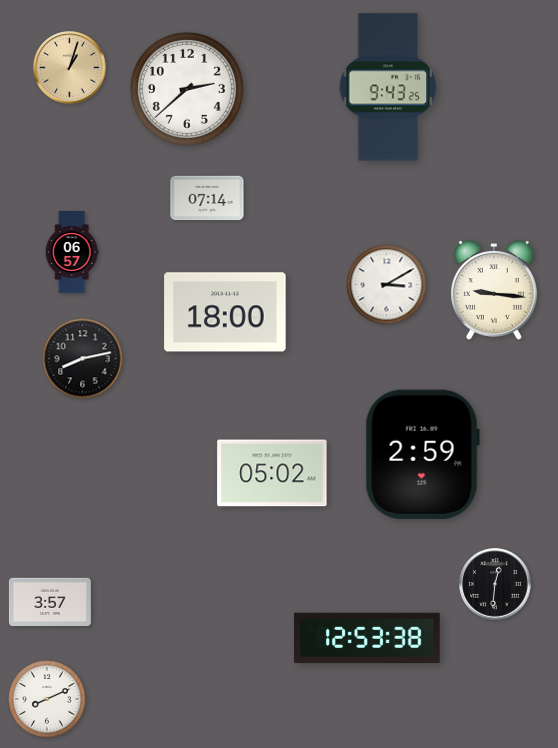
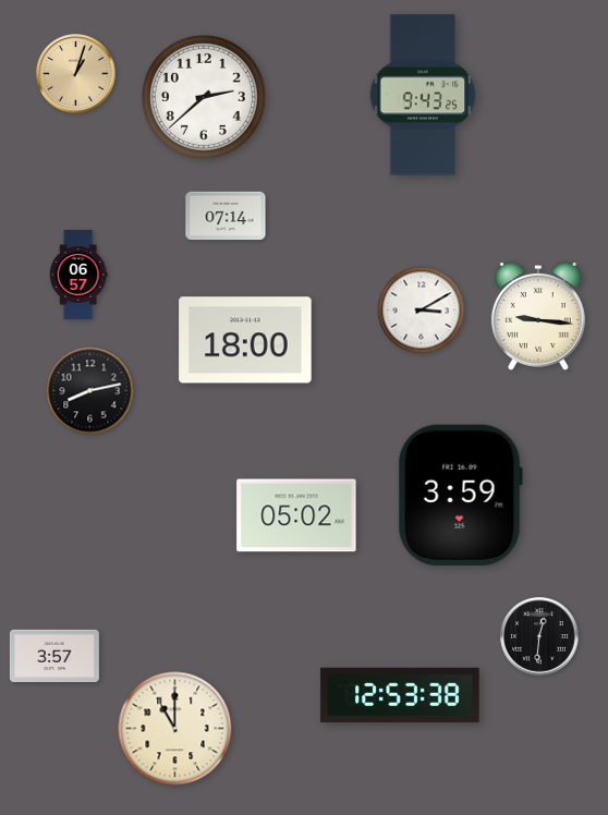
clock at (422, 454): 2:59 -> 3:59
clock at (175, 729): none -> 11:00
clock at (47, 699): 8:11 -> none
